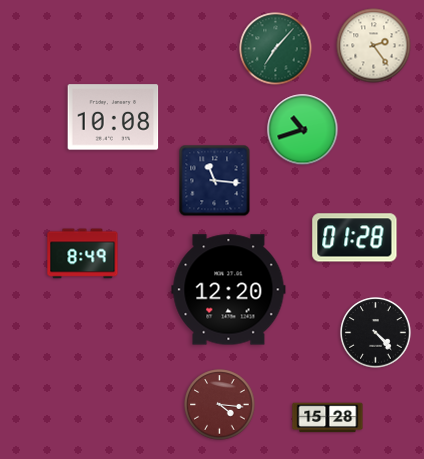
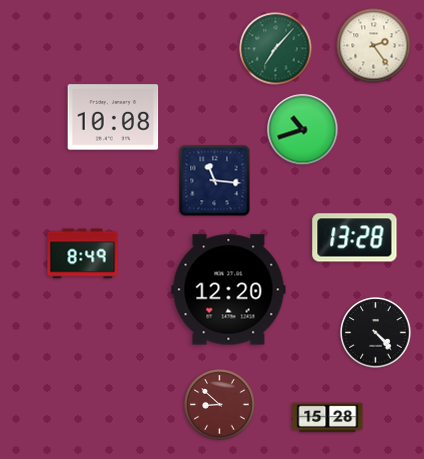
clock at (355, 238): 01:28 -> 13:28
clock at (220, 405): 4:16 -> 8:52
